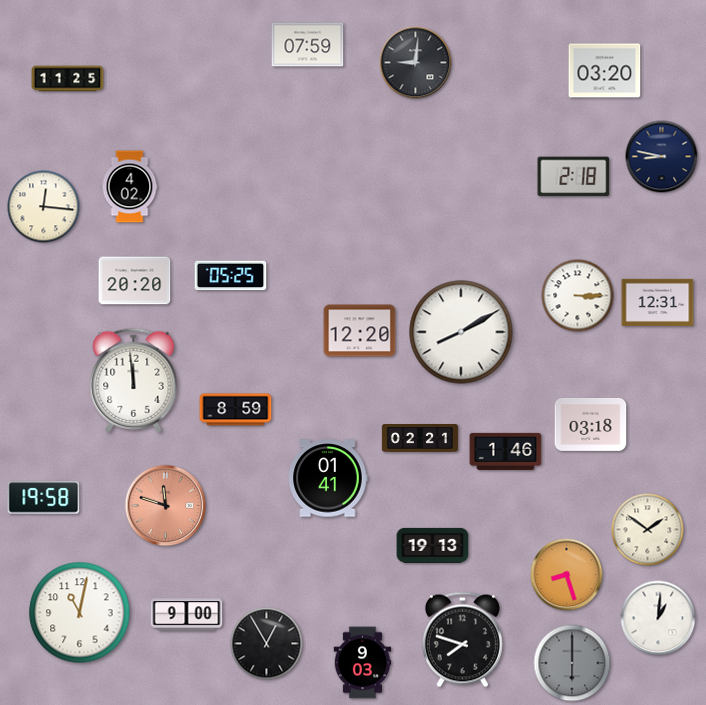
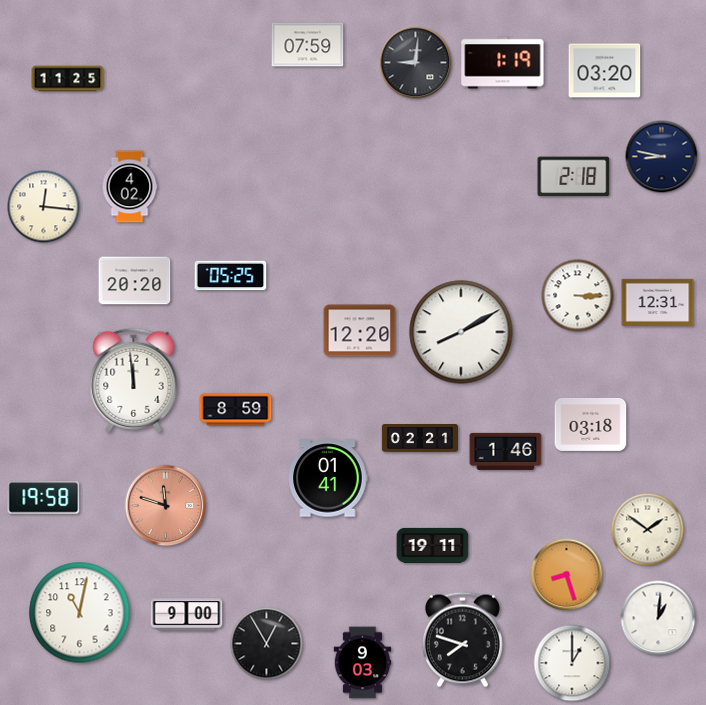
clock at (503, 63): none -> 1:19
clock at (433, 545): 19:13 -> 19:11
clock at (572, 663): 6:00 -> 1:00
clock at (572, 663) dial: grey -> white
